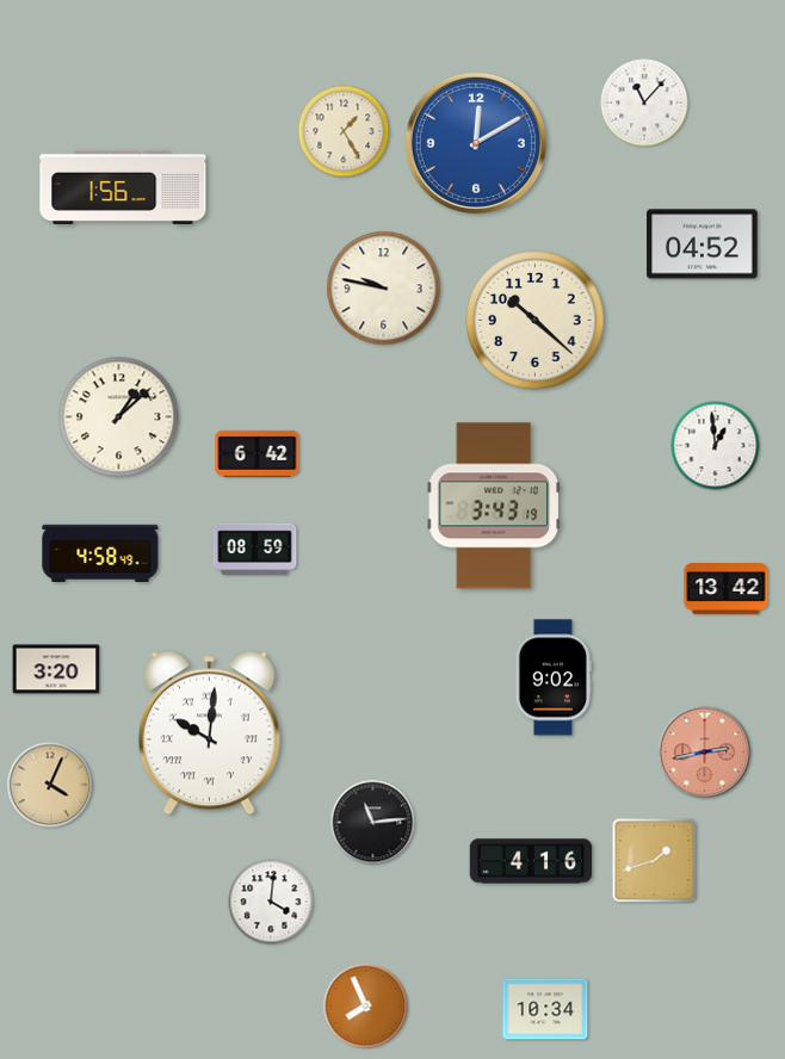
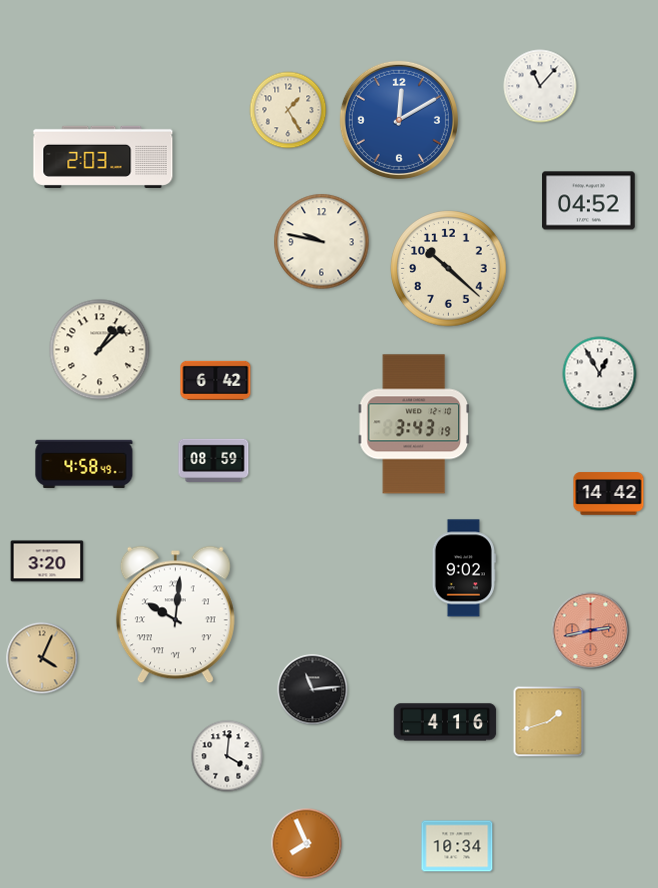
clock at (123, 187): 1:56 -> 2:03
clock at (703, 244) position: (703, 244) -> (589, 201)
clock at (716, 446): 12:59 -> 12:55
clock at (727, 589): 13:42 -> 14:42
